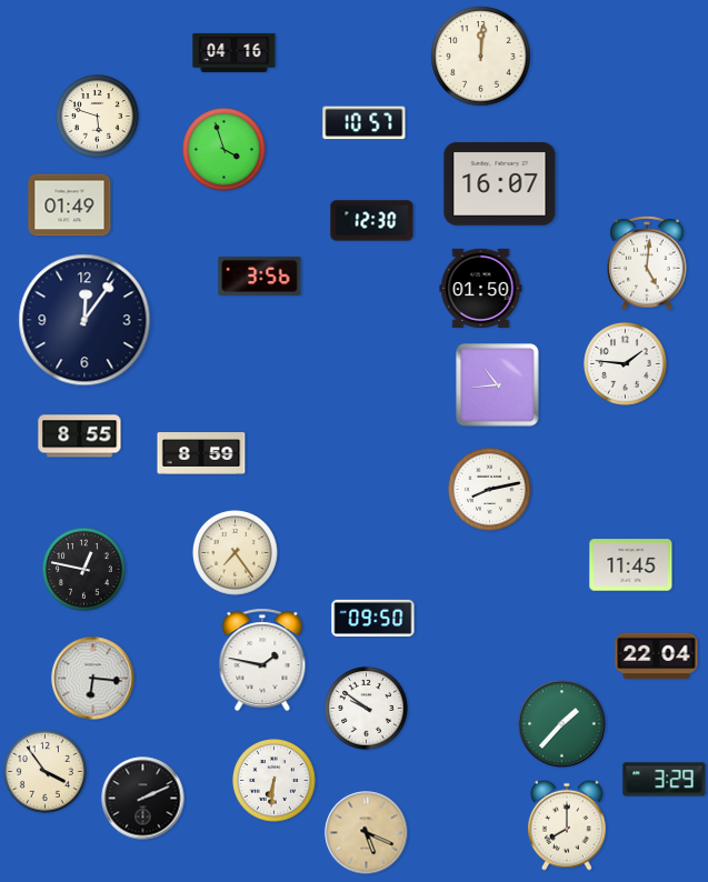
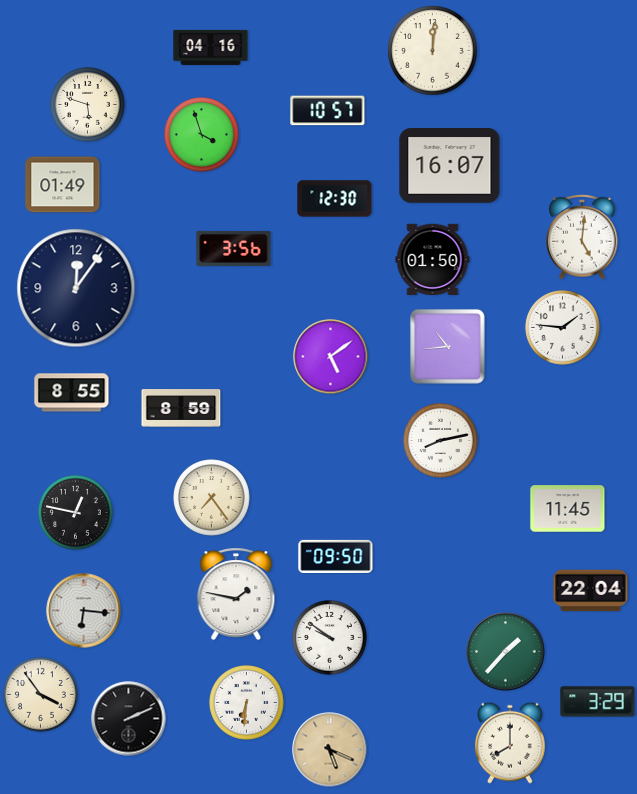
clock at (331, 357): none -> 5:09
